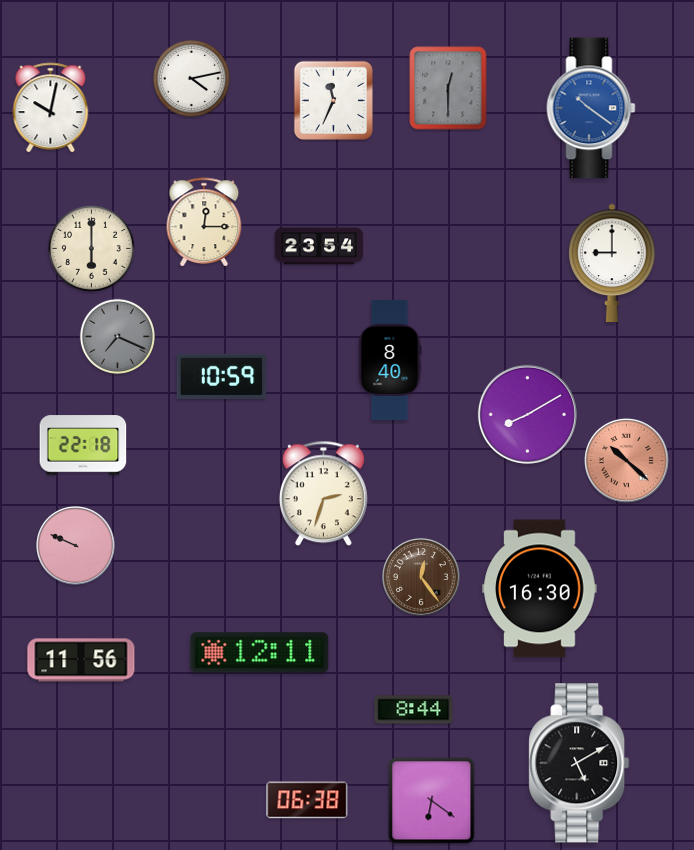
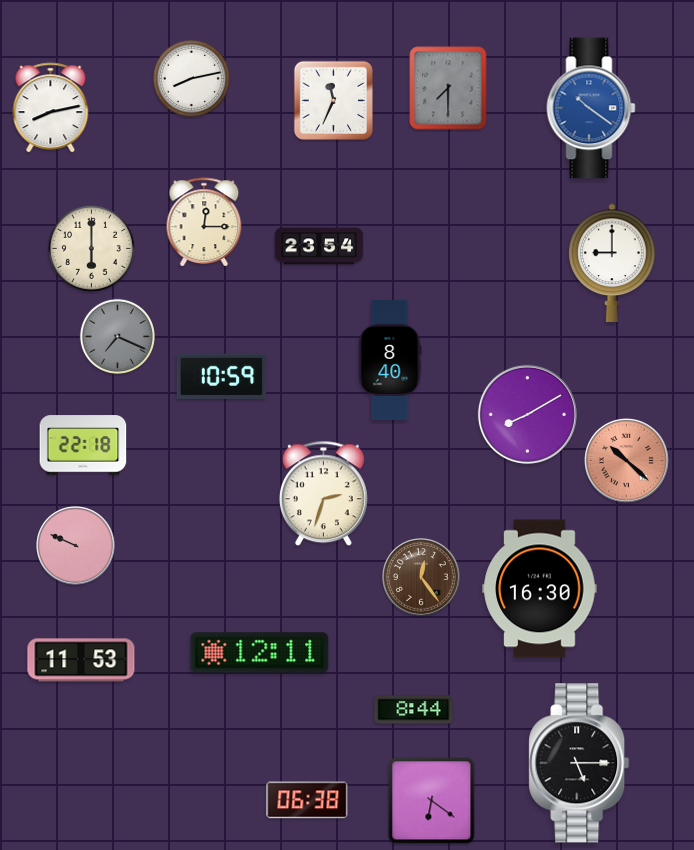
clock at (191, 78): 4:13 -> 8:13
clock at (448, 88): 12:30 -> 7:30
clock at (51, 108): 10:02 -> 8:13
clock at (81, 660): 11:56 -> 11:53
clock at (579, 763): 5:10 -> 5:15
